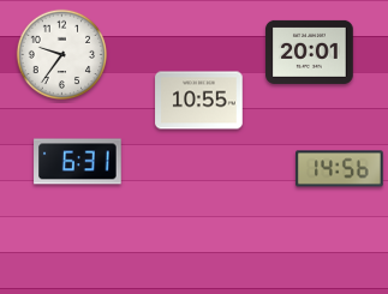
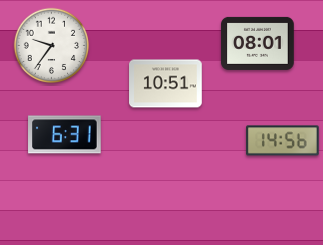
clock at (310, 52): 20:01 -> 08:01
clock at (199, 101): 10:55 -> 10:51
